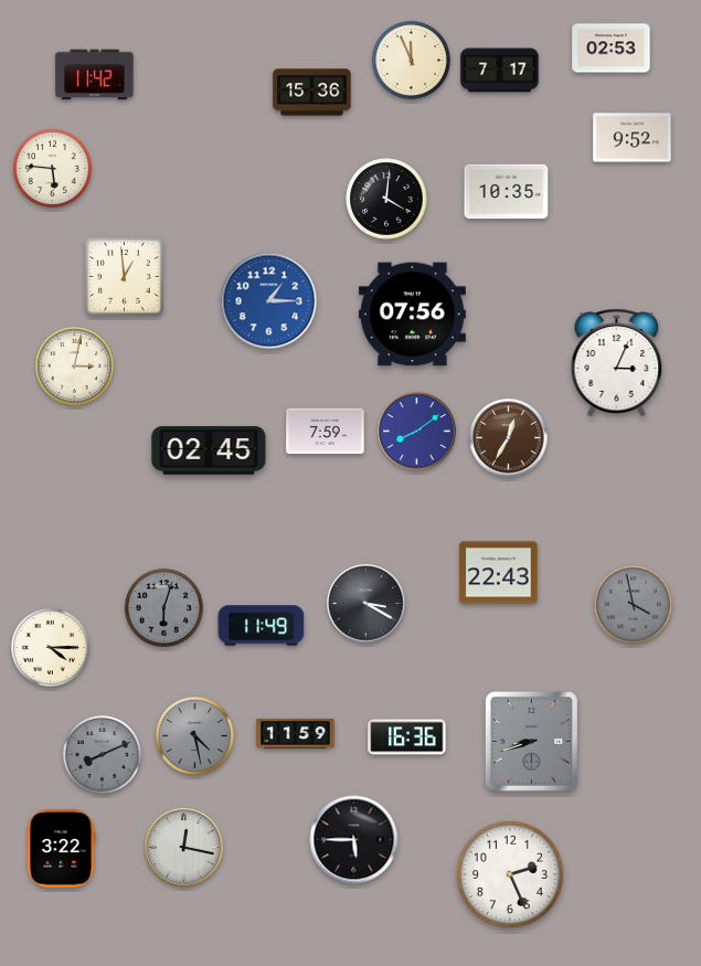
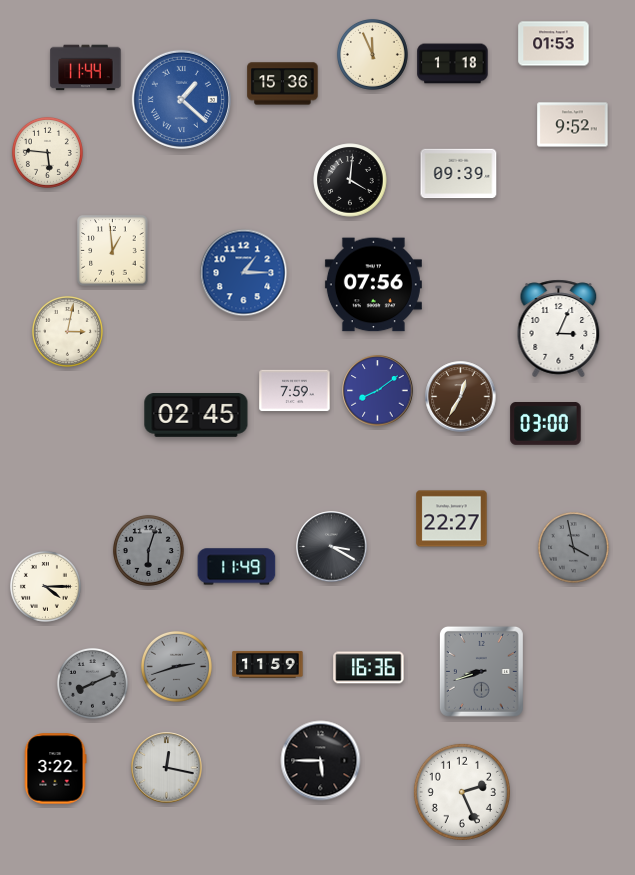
clock at (612, 49): 02:53 -> 01:53
clock at (500, 71): 7:17 -> 1:18
clock at (95, 75): 11:42 -> 11:44
clock at (181, 99): none -> 1:22
clock at (507, 192): 10:35 -> 09:39
clock at (209, 452) position: (209, 452) -> (196, 416)
clock at (546, 424): none -> 03:00
clock at (499, 573): 22:43 -> 22:27
clock at (194, 735): 4:28 -> 2:42
